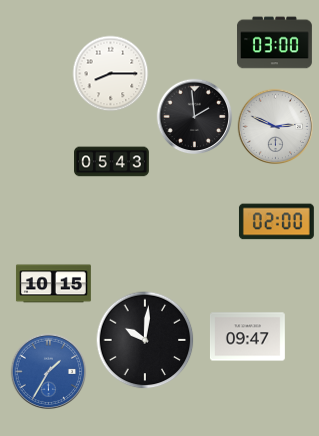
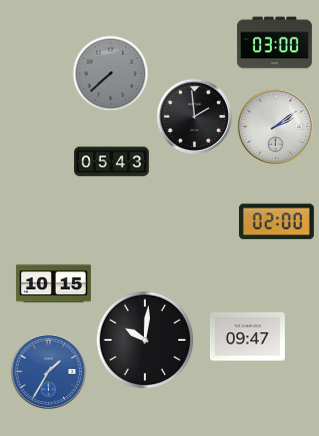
clock at (111, 74): 8:15 -> 7:38
clock at (111, 74) dial: white -> grey
clock at (276, 127): 2:49 -> 2:09
